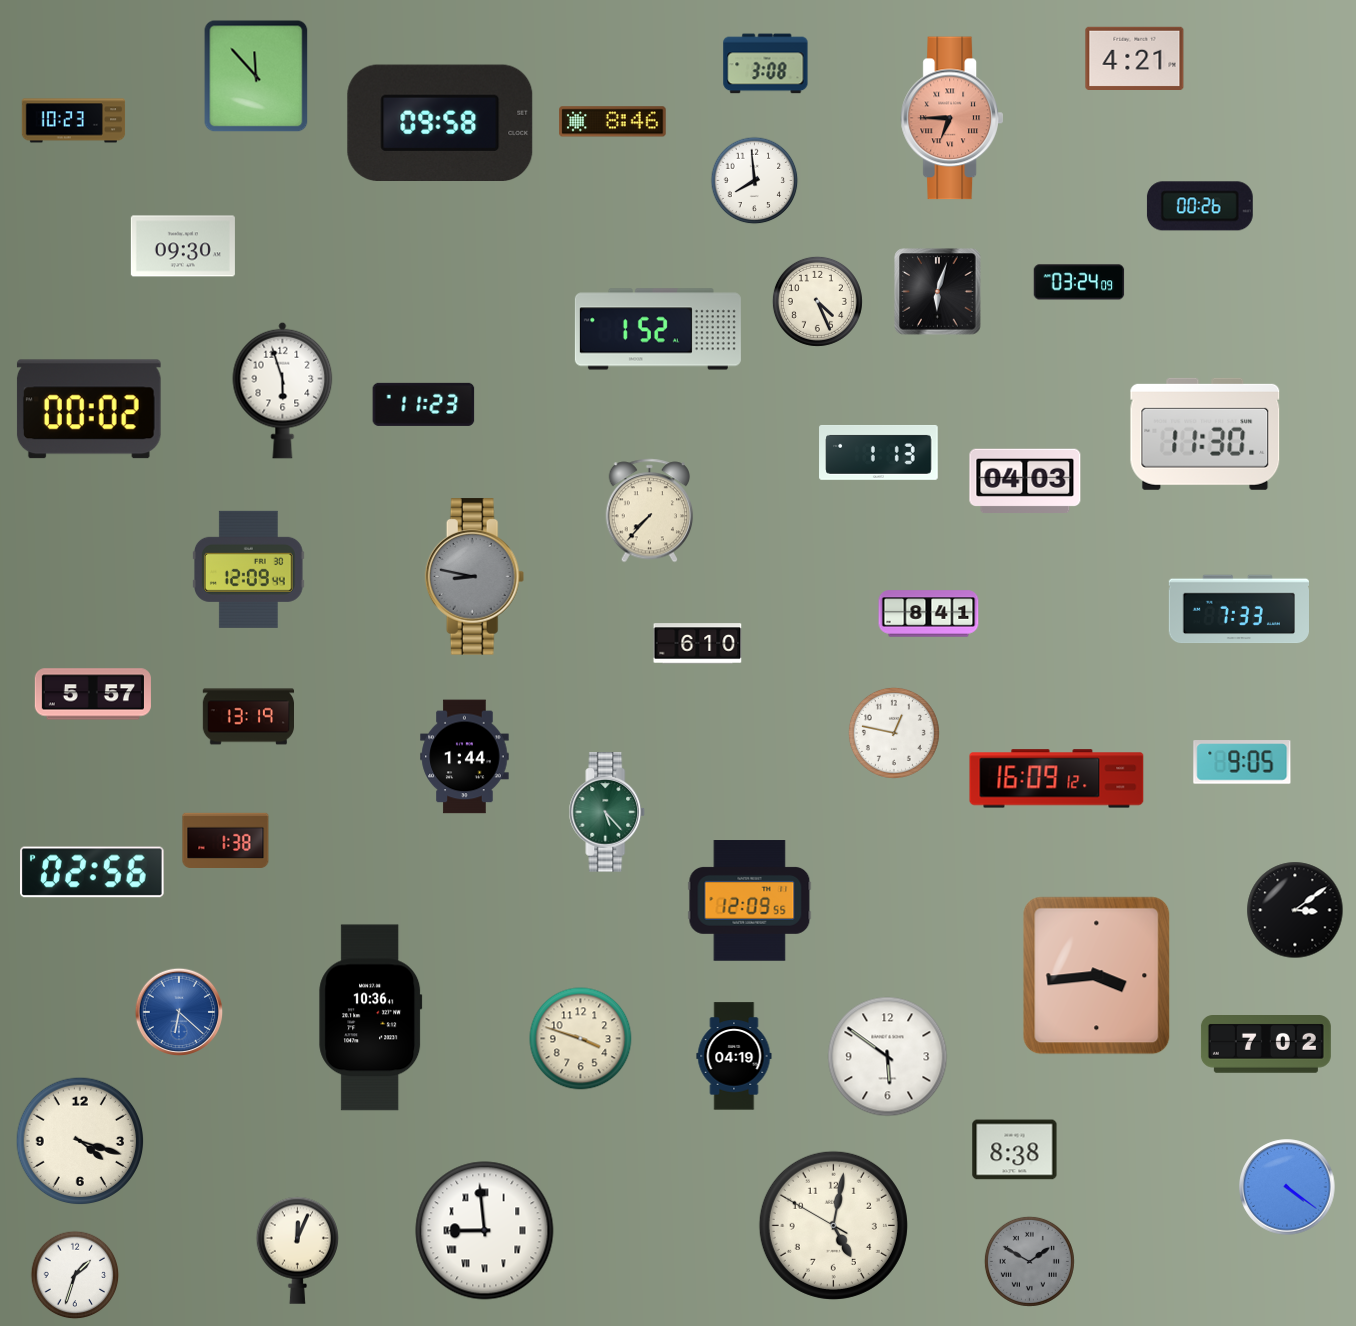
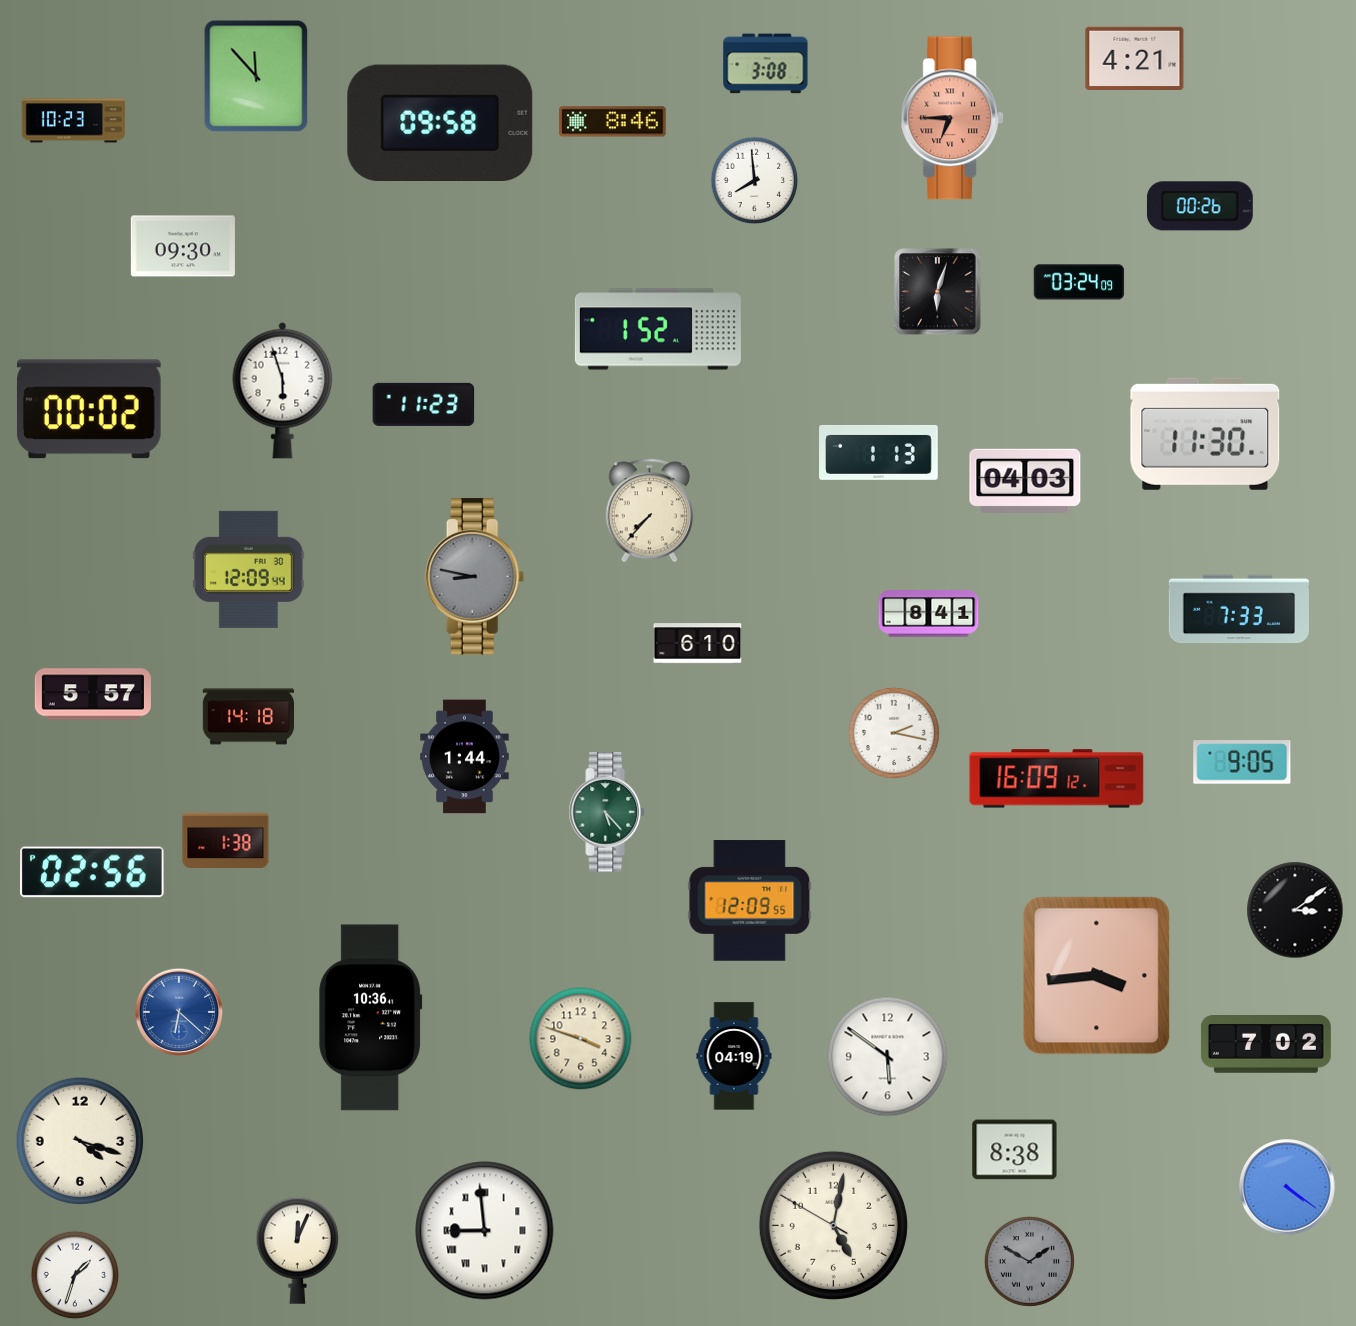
clock at (817, 301): 4:26 -> none
clock at (248, 717): 13:19 -> 14:18
clock at (894, 733): 12:47 -> 2:17
